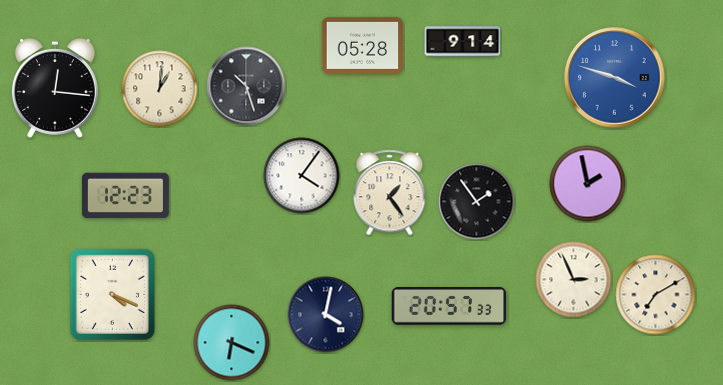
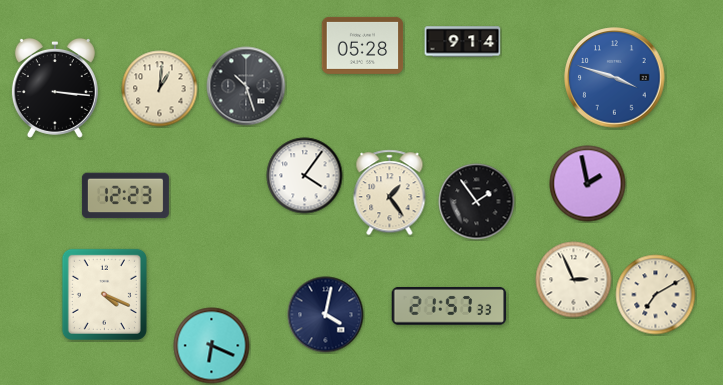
clock at (55, 88): 12:16 -> 3:16
clock at (302, 176) position: (302, 176) -> (305, 176)
clock at (112, 294) position: (112, 294) -> (104, 294)
clock at (449, 307): 20:57 -> 21:57
clock at (232, 343) position: (232, 343) -> (212, 346)
